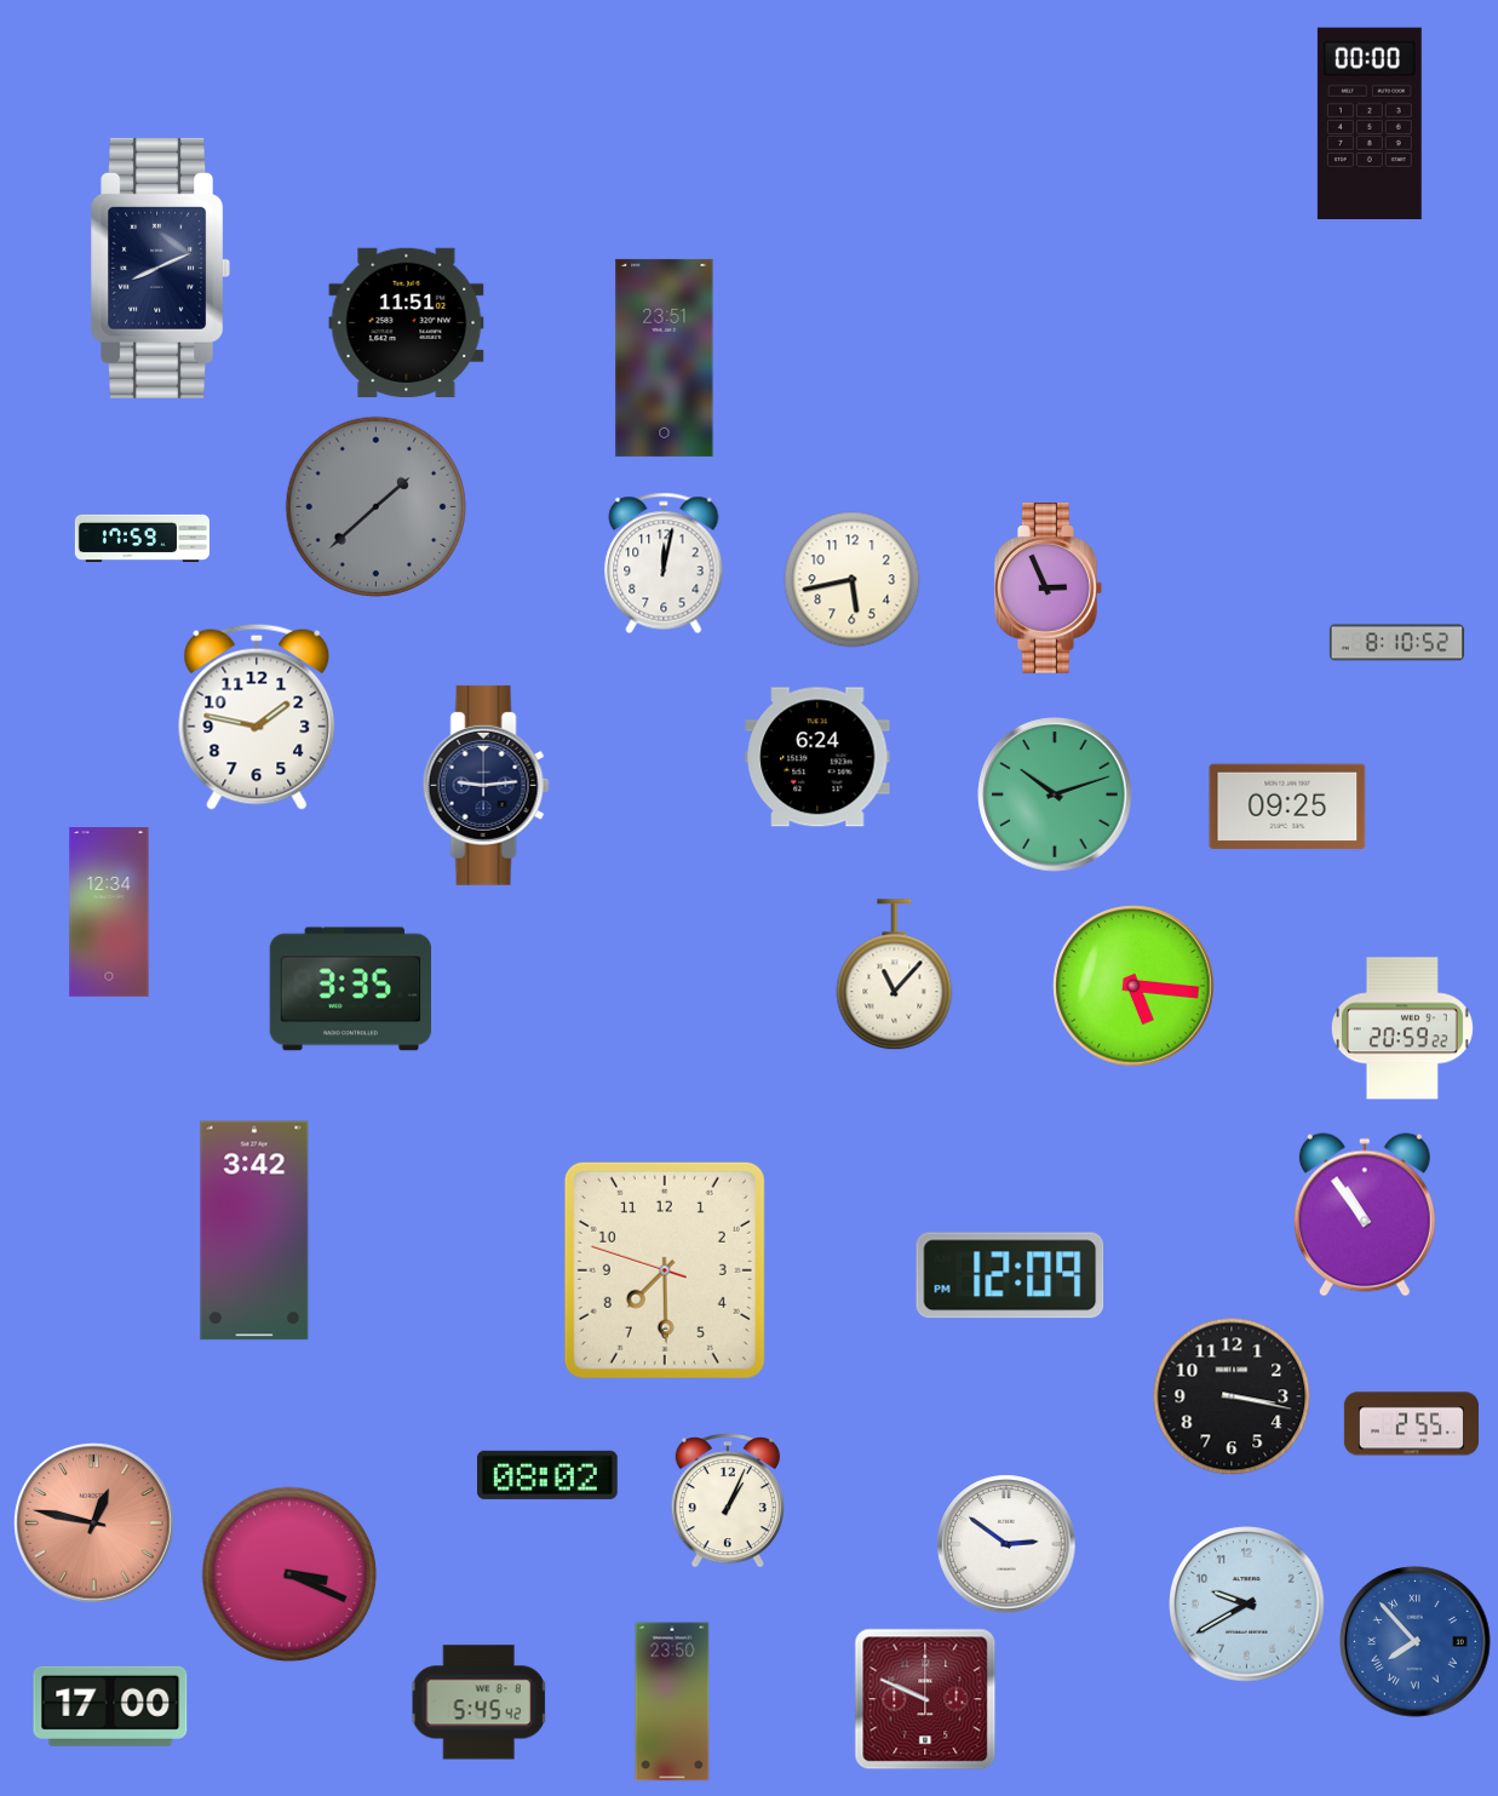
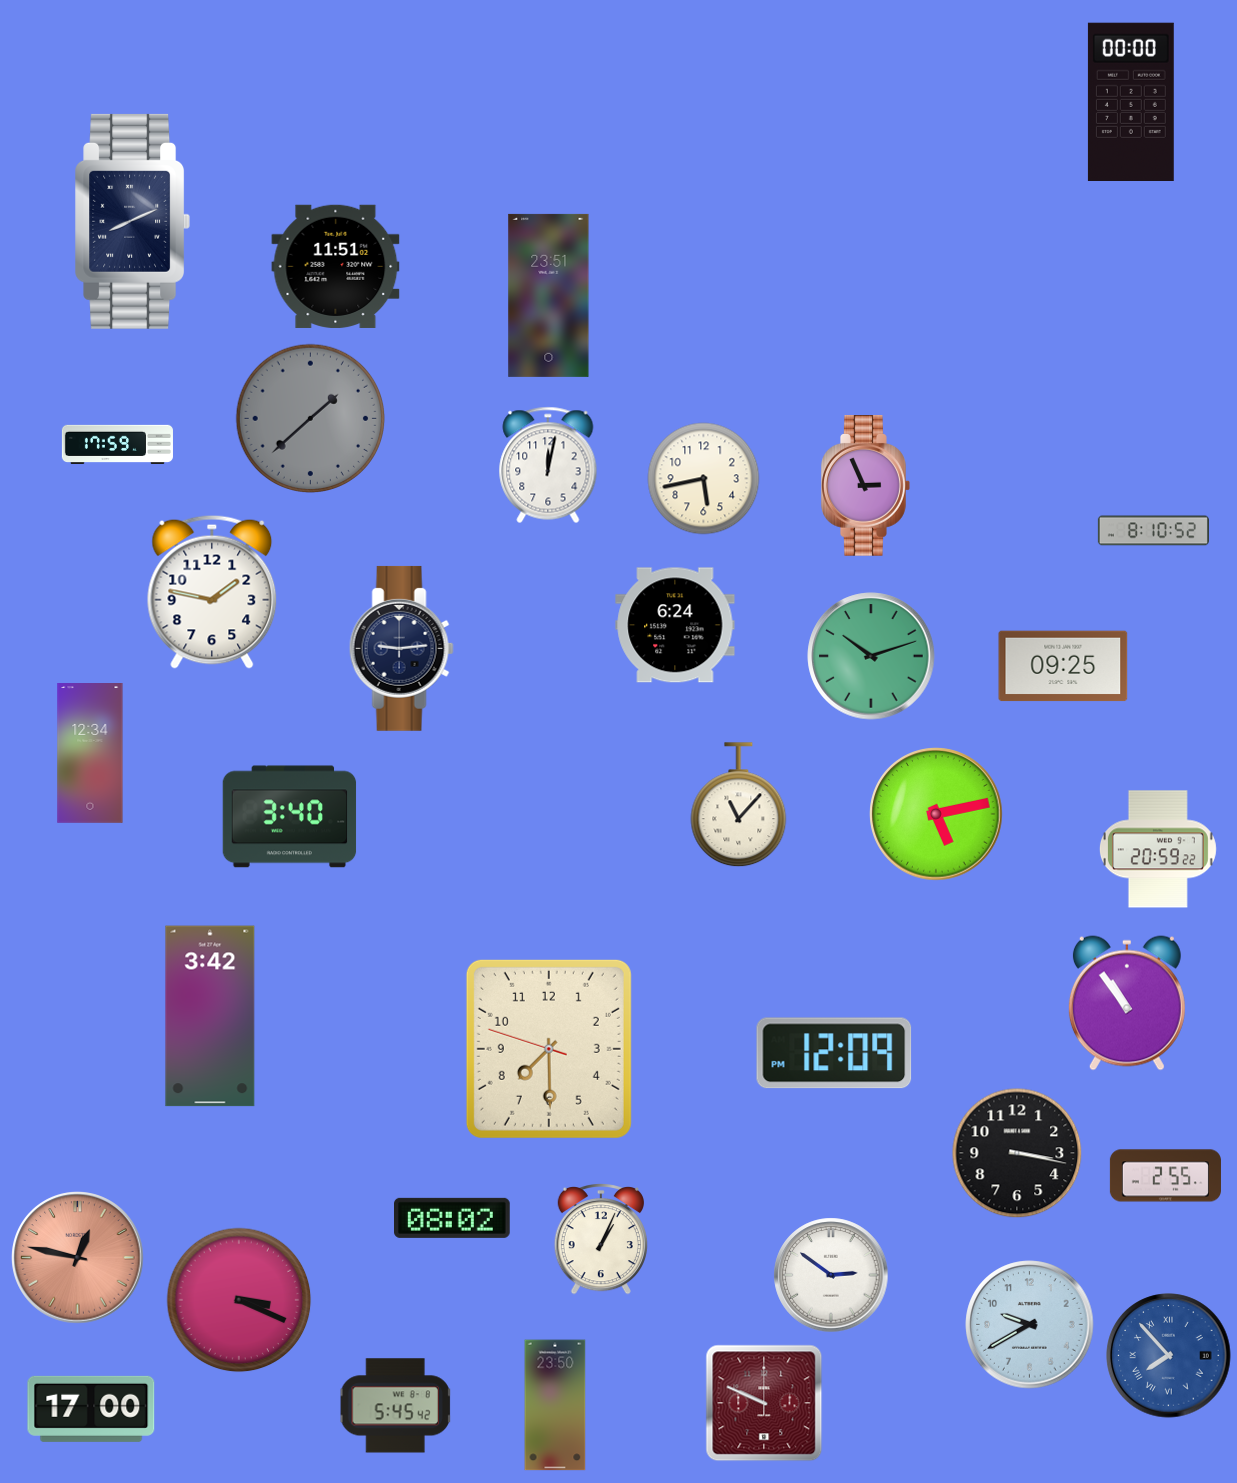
clock at (1133, 986): 5:16 -> 5:13
clock at (351, 989): 3:35 -> 3:40
